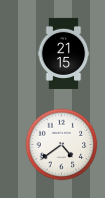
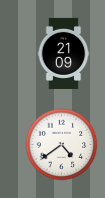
clock at (64, 53): 21:15 -> 21:09
